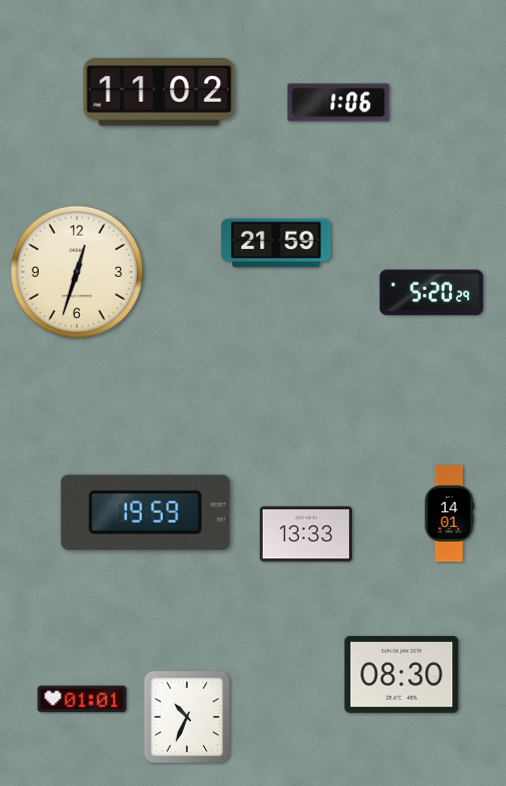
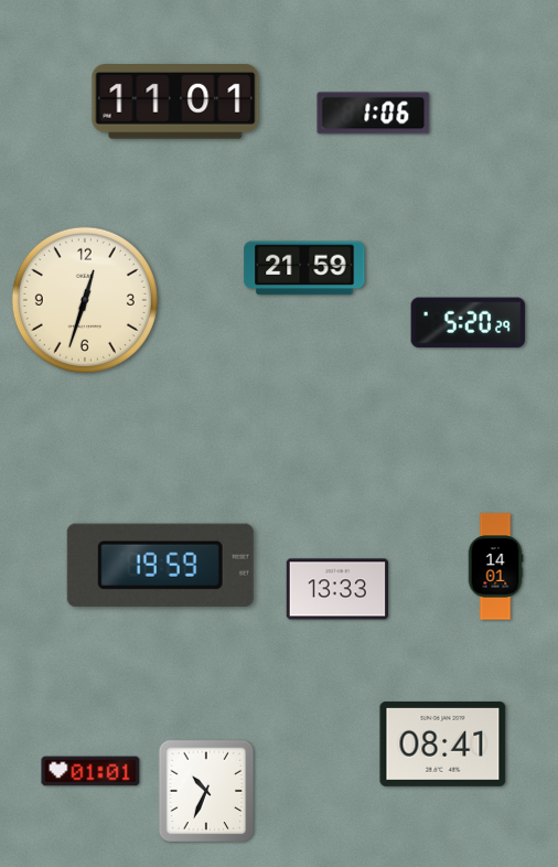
clock at (159, 93): 11:02 -> 11:01
clock at (432, 293) position: (432, 293) -> (469, 323)
clock at (402, 674): 08:30 -> 08:41
